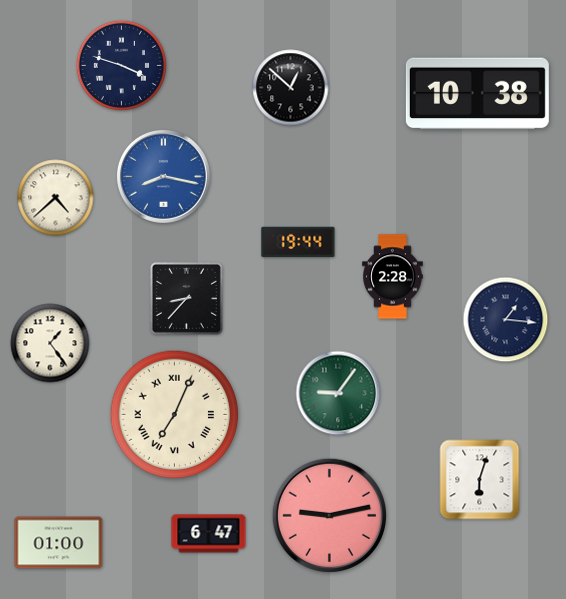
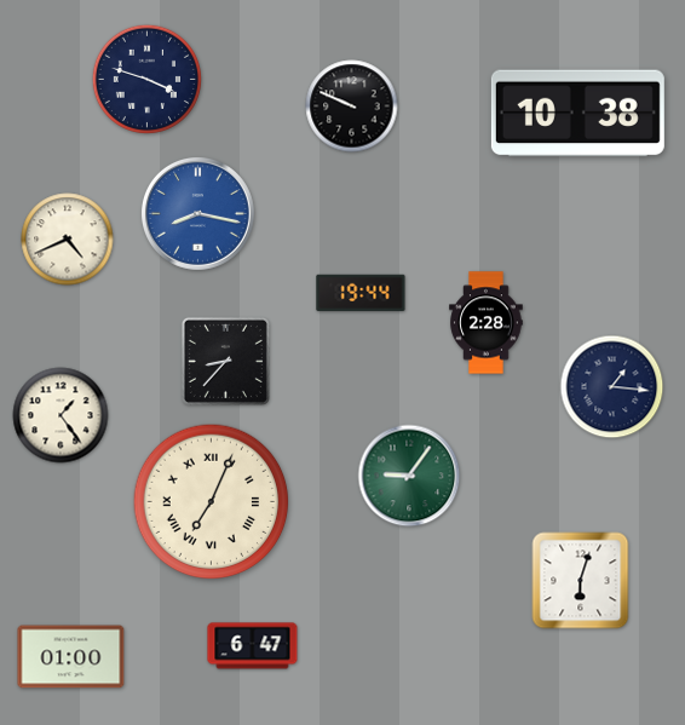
clock at (291, 88): 12:52 -> 9:49
clock at (56, 198): 4:38 -> 4:41
clock at (393, 277) position: (393, 277) -> (487, 323)
clock at (329, 515): 9:13 -> none
